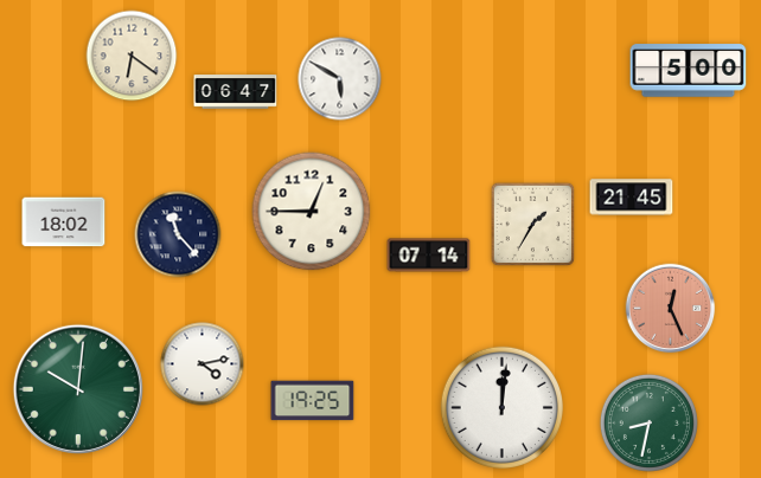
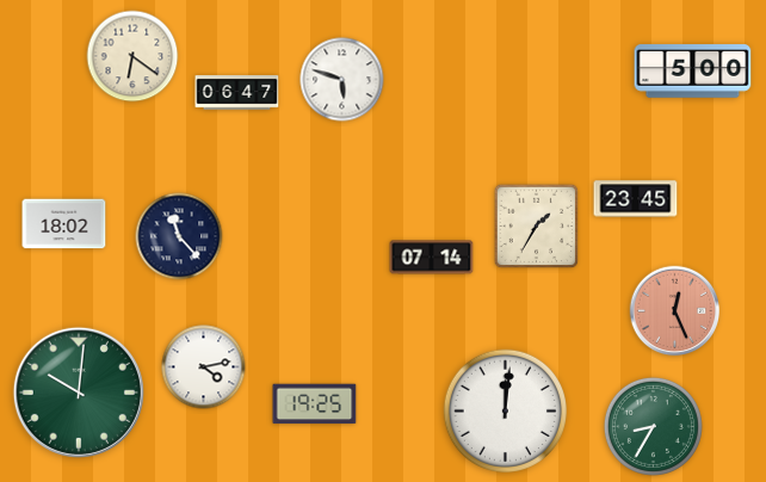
clock at (340, 79): 5:50 -> 5:48
clock at (632, 198): 21:45 -> 23:45
clock at (312, 212): 12:45 -> none
clock at (648, 422): 8:32 -> 8:35
